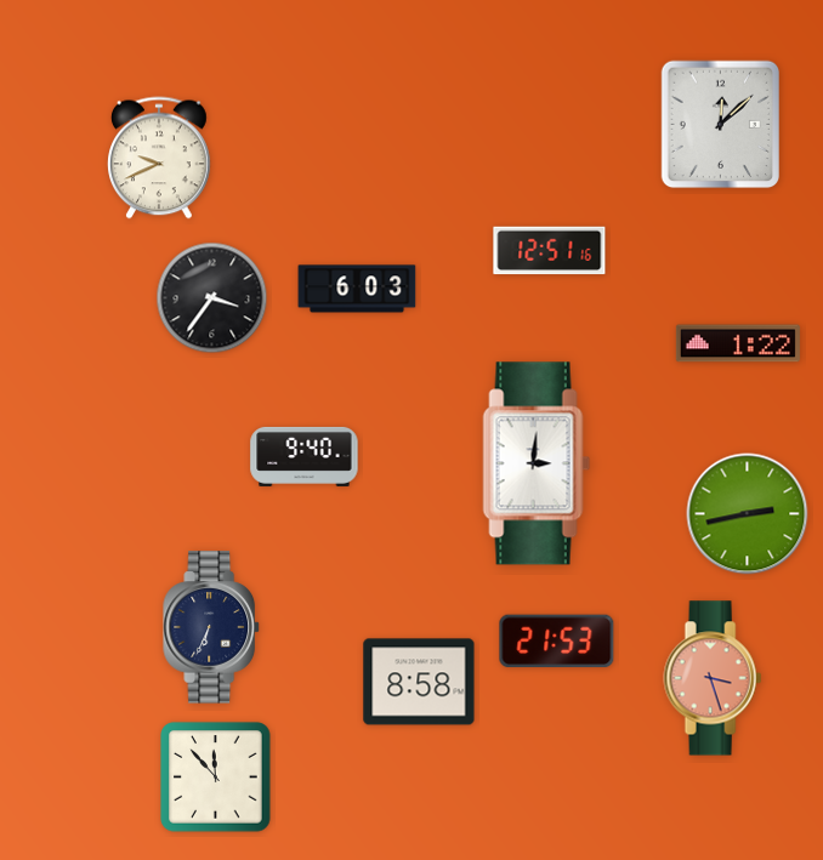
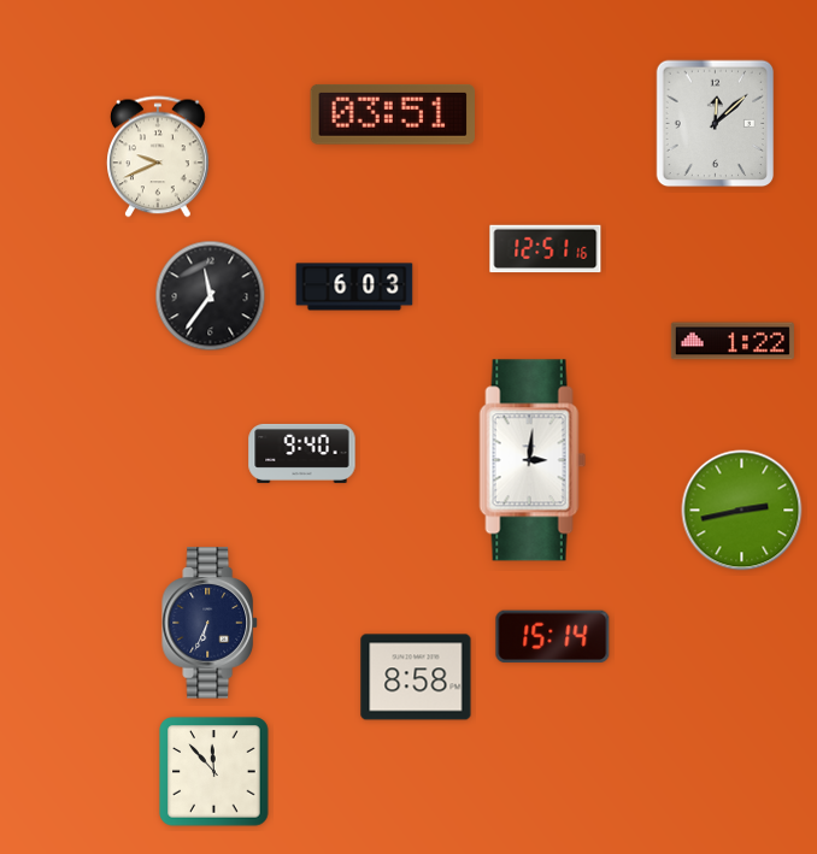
clock at (392, 114): none -> 03:51
clock at (212, 298): 3:36 -> 11:36
clock at (557, 642): 21:53 -> 15:14
clock at (713, 678): 3:27 -> none
